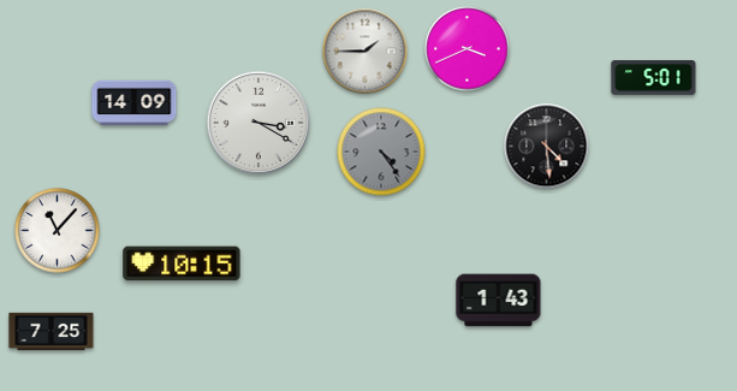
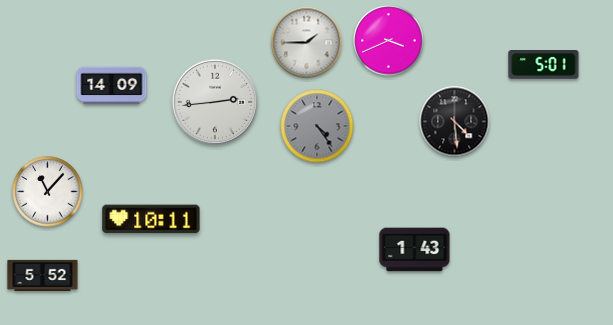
clock at (365, 52) position: (365, 52) -> (307, 43)
clock at (258, 123): 3:20 -> 2:44
clock at (182, 263): 10:15 -> 10:11
clock at (52, 331): 7:25 -> 5:52
